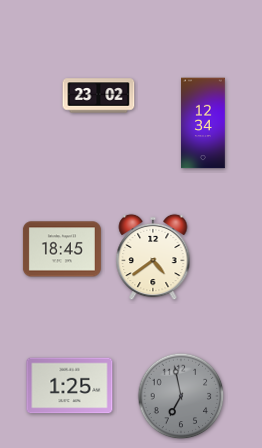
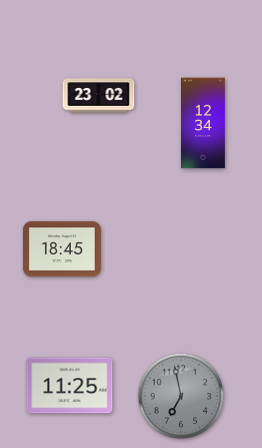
clock at (153, 257): 4:39 -> none
clock at (70, 386): 1:25 -> 11:25
